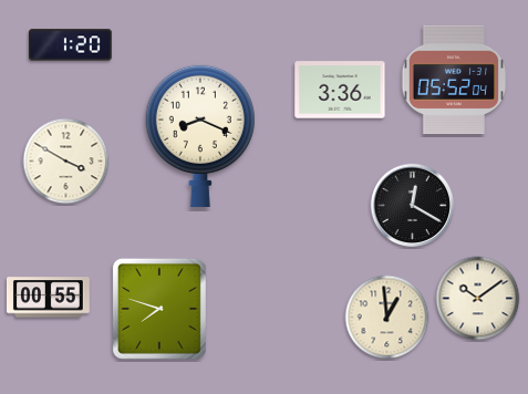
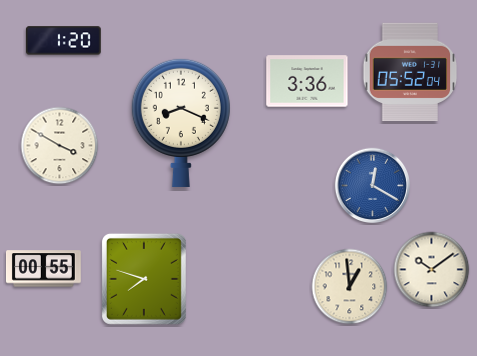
clock at (413, 206) dial: black -> blue
